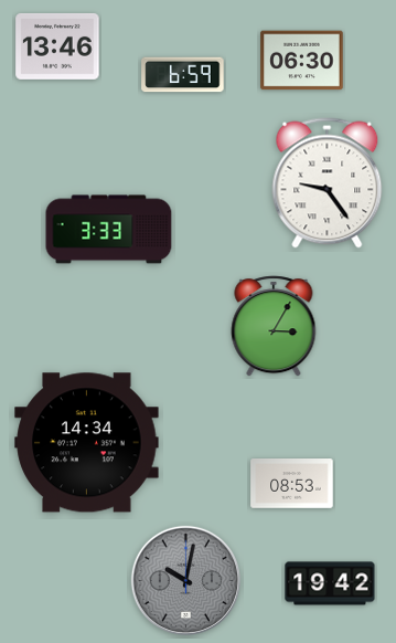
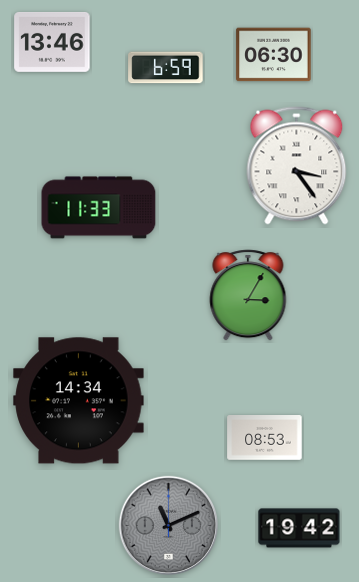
clock at (328, 183): 9:24 -> 3:24
clock at (109, 230): 3:33 -> 11:33
clock at (185, 580): 10:02 -> 11:11
